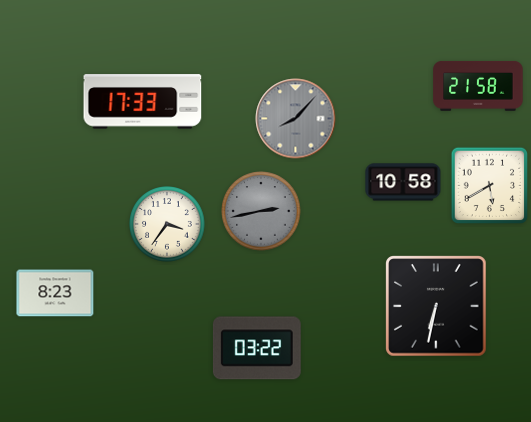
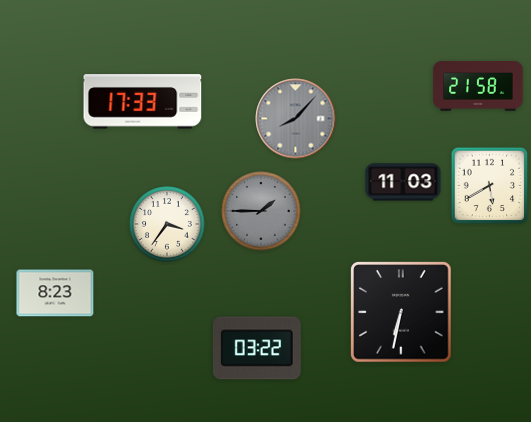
clock at (403, 182): 10:58 -> 11:03
clock at (261, 211): 2:43 -> 1:45
clock at (436, 306) position: (436, 306) -> (401, 312)
